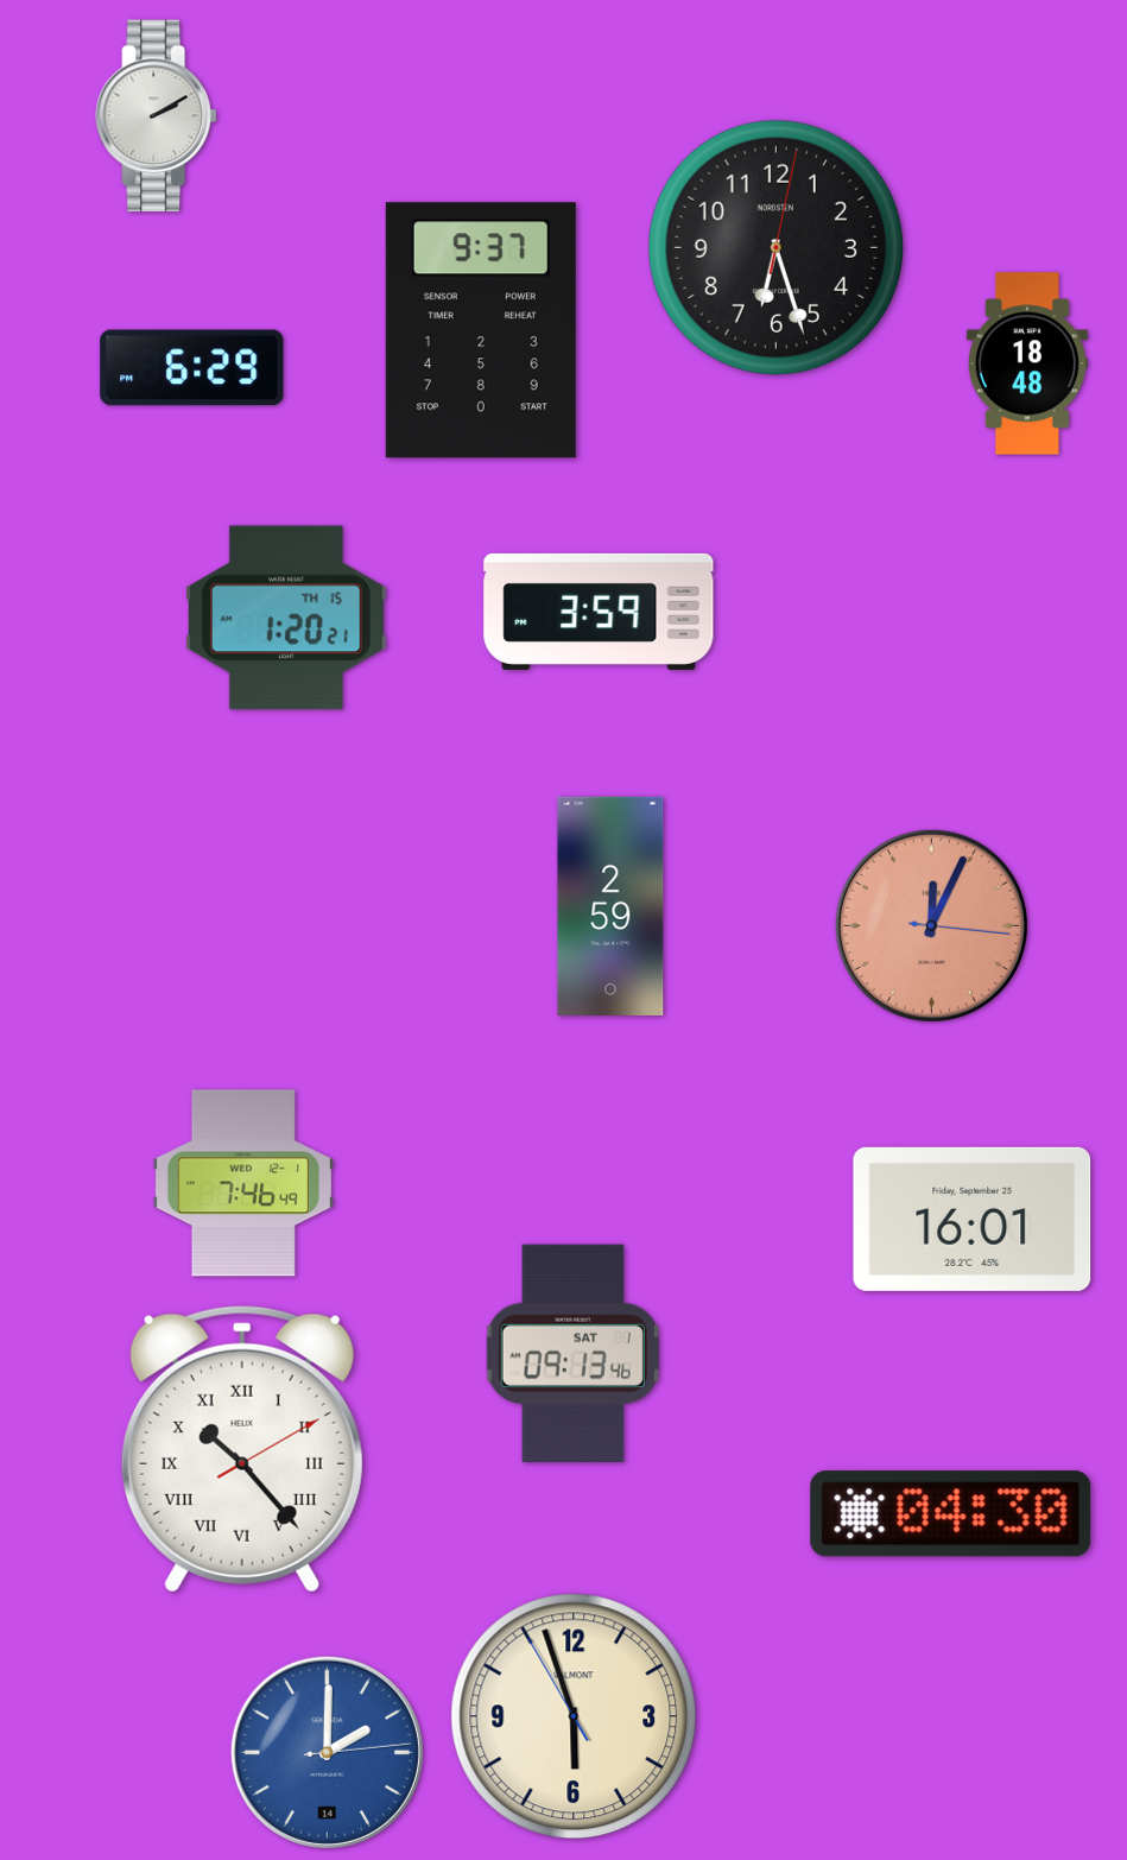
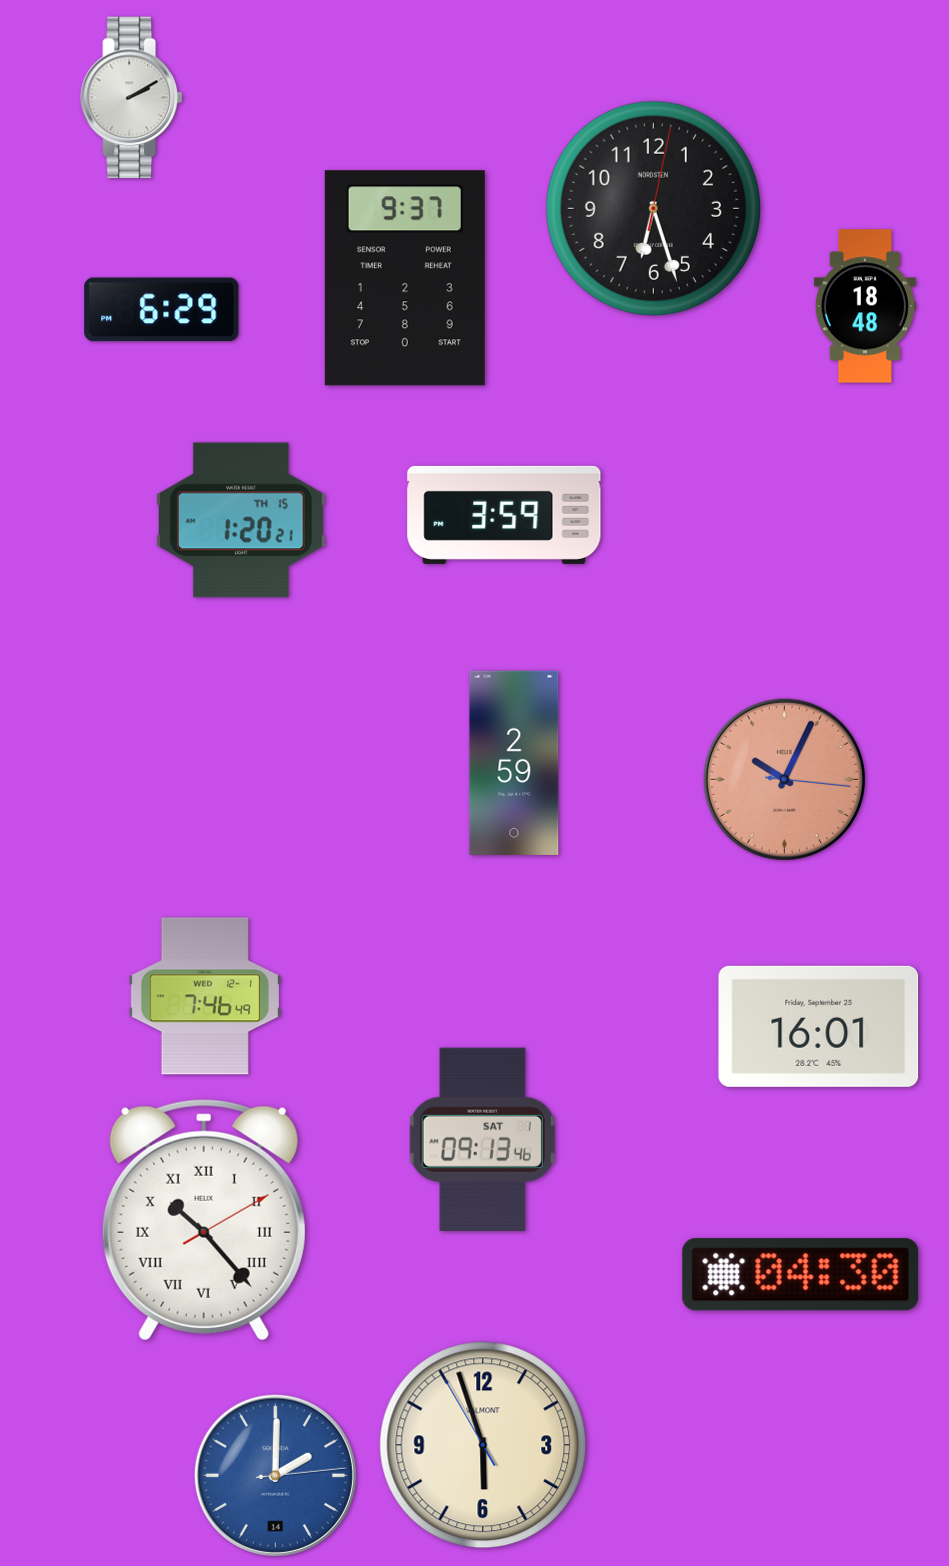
clock at (931, 925): 12:04 -> 10:04
